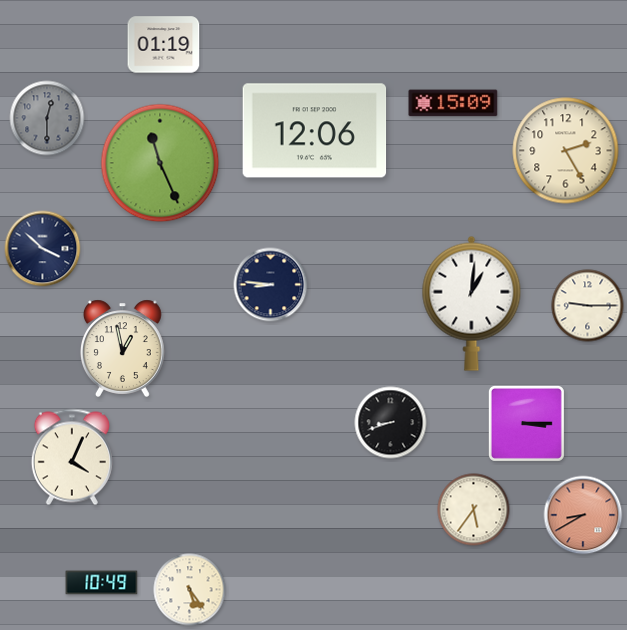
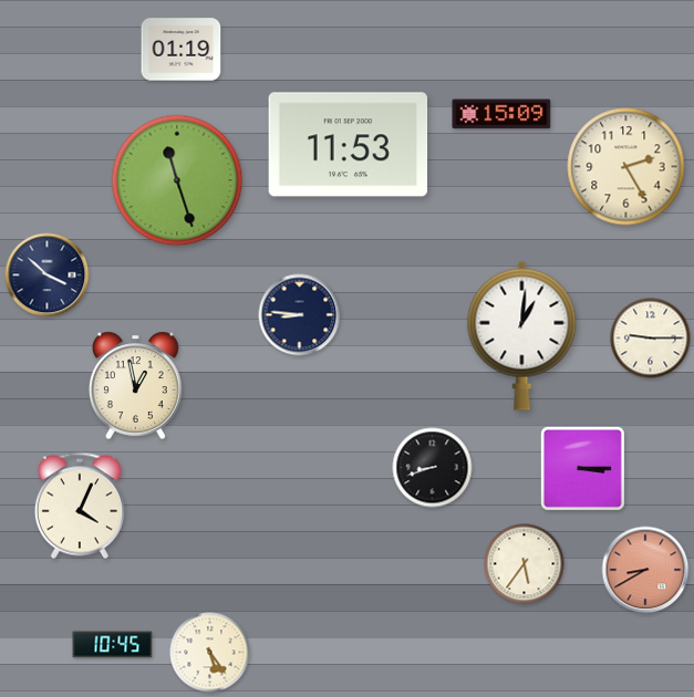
clock at (47, 118): 12:30 -> none
clock at (315, 131): 12:06 -> 11:53
clock at (160, 163): 11:26 -> 11:27
clock at (102, 583): 10:49 -> 10:45
